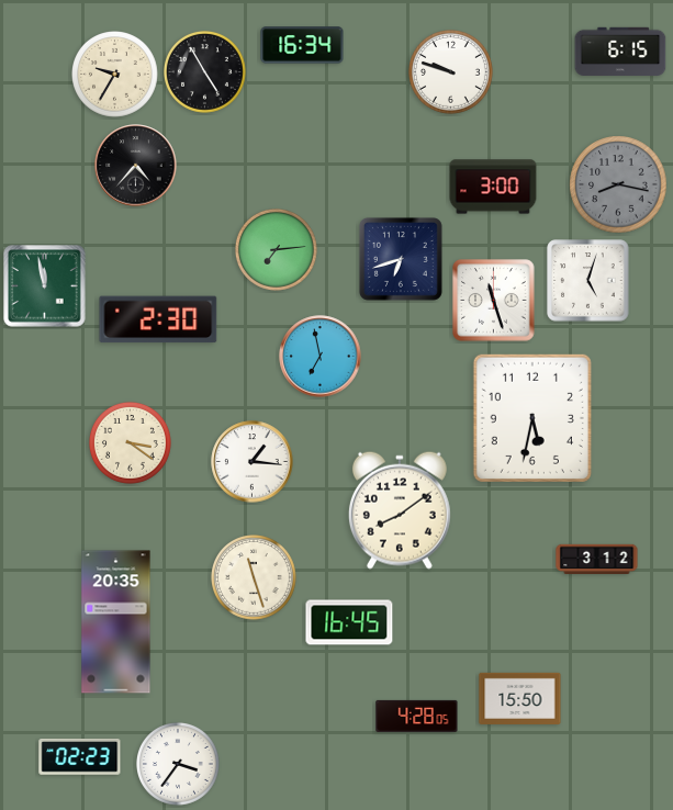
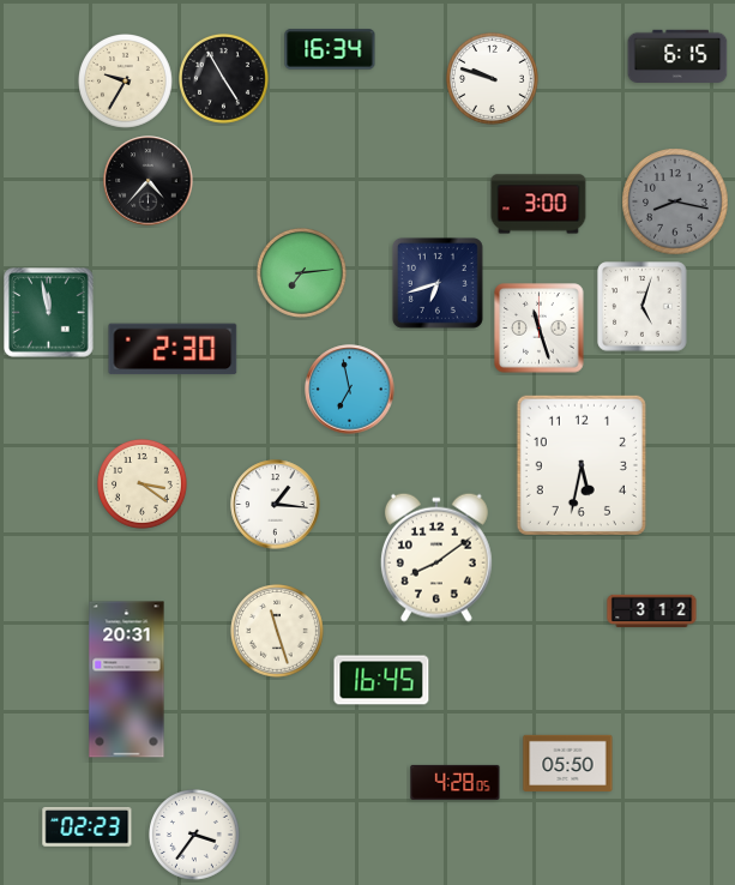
clock at (532, 418) position: (532, 418) -> (582, 465)
clock at (116, 622): 20:35 -> 20:31
clock at (520, 698): 15:50 -> 05:50
